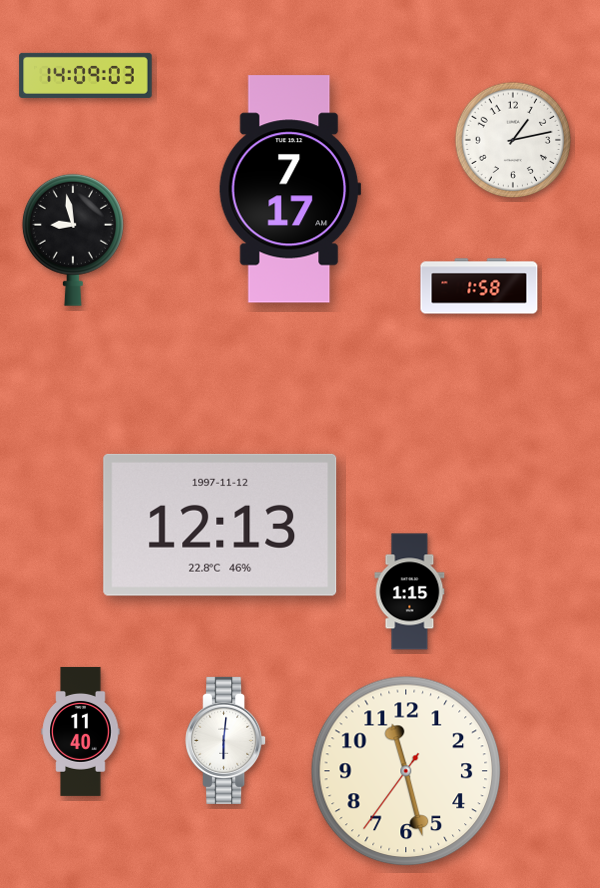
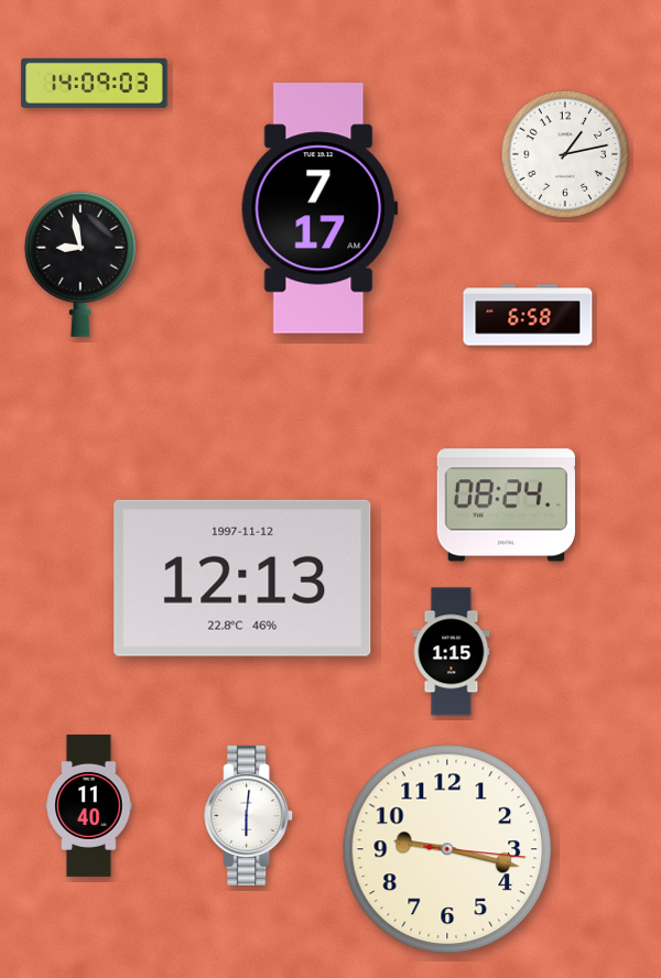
clock at (479, 286): 1:58 -> 6:58
clock at (506, 506): none -> 08:24
clock at (406, 771): 11:27 -> 9:17
